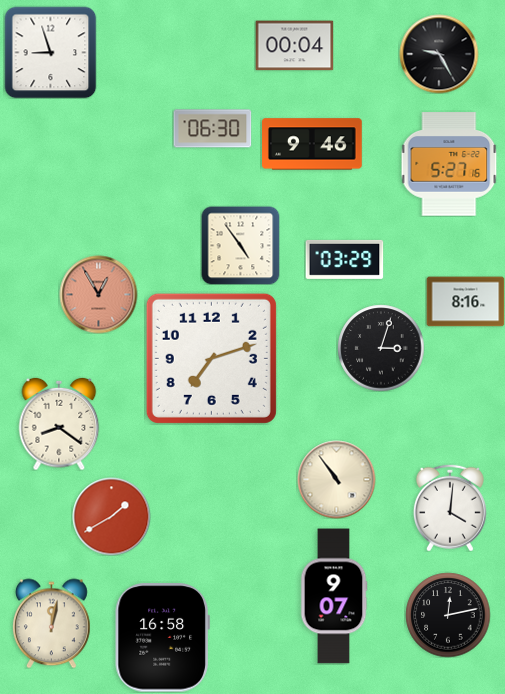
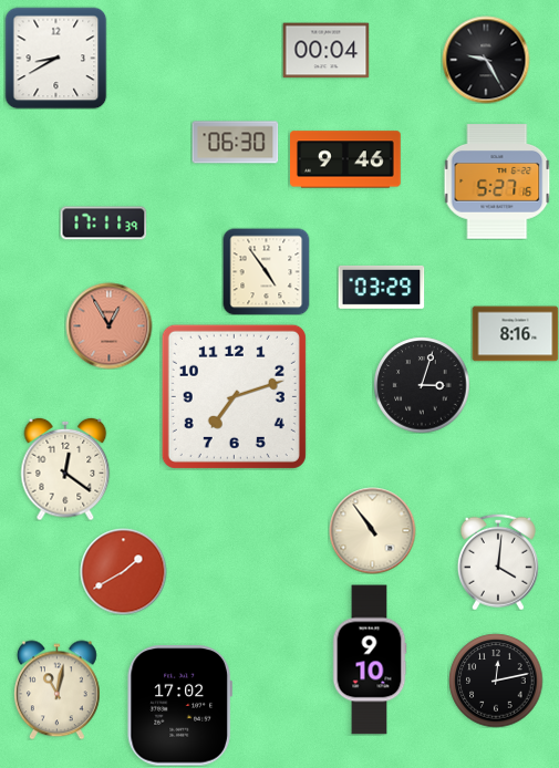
clock at (50, 52): 8:57 -> 8:40
clock at (103, 224): none -> 17:11
clock at (59, 424): 8:21 -> 12:21
clock at (334, 596): 9:07 -> 9:10
clock at (52, 623): 12:02 -> 11:02
clock at (162, 638): 16:58 -> 17:02
